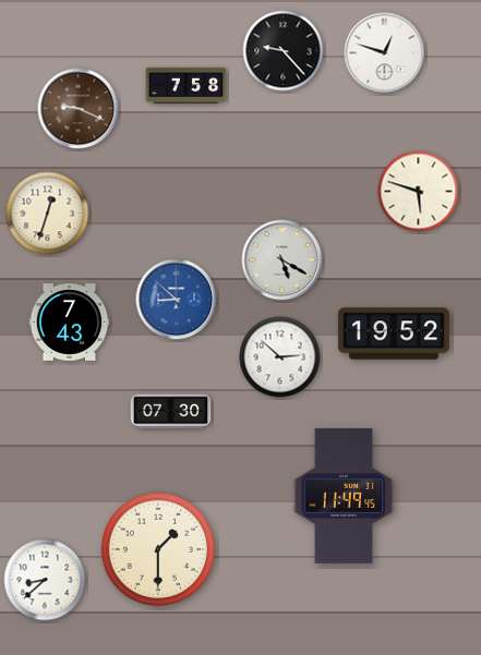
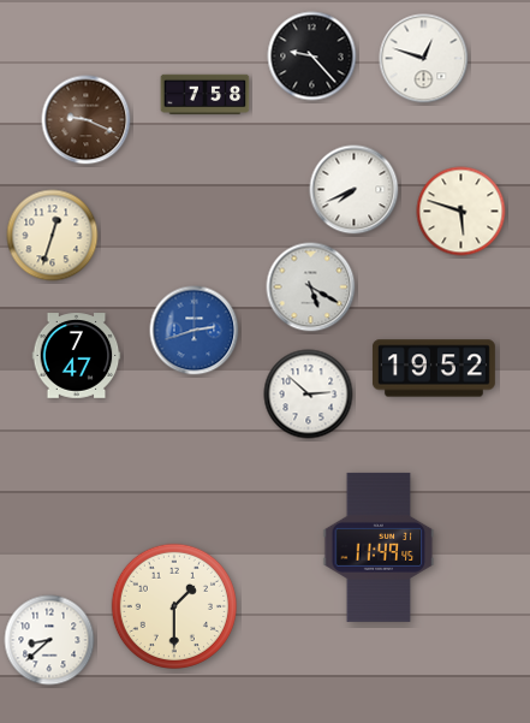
clock at (355, 190): none -> 7:41
clock at (177, 300): 8:52 -> 2:42
clock at (70, 323): 7:43 -> 7:47
clock at (171, 412): 07:30 -> none
